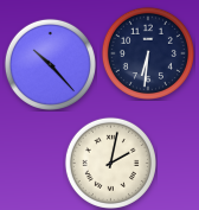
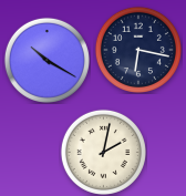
clock at (148, 53): 6:31 -> 6:17
clock at (50, 64): 10:23 -> 10:20
